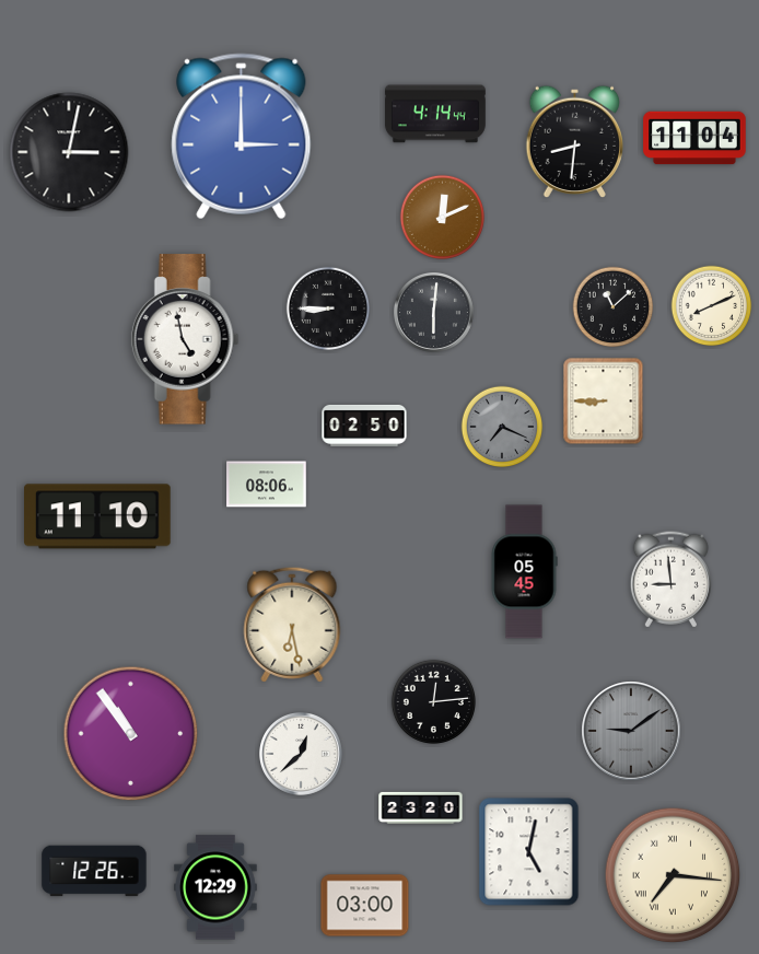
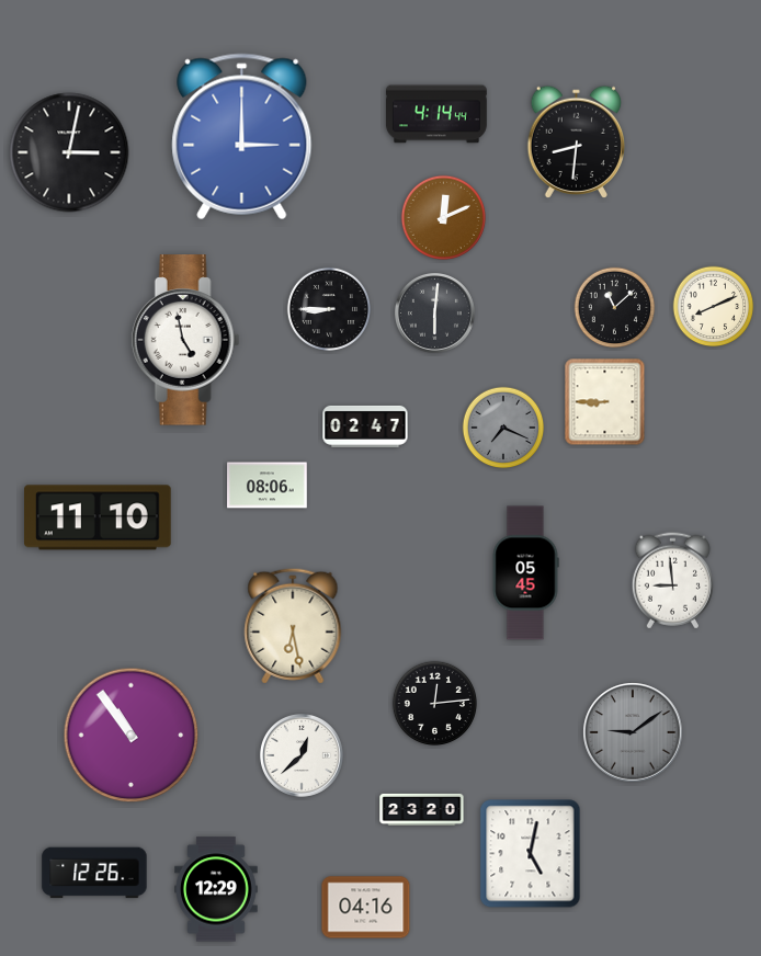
clock at (694, 138): 11:04 -> none
clock at (364, 426): 02:50 -> 02:47
clock at (673, 875): 7:16 -> none
clock at (365, 906): 03:00 -> 04:16
